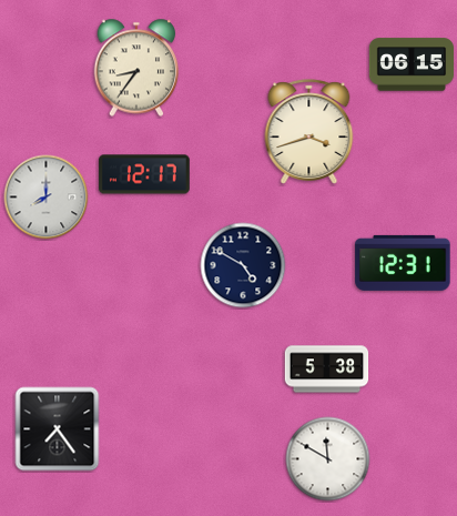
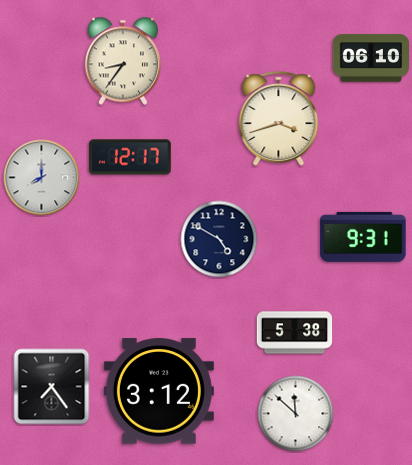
clock at (410, 64): 06:15 -> 06:10
clock at (403, 263): 12:31 -> 9:31
clock at (159, 391): none -> 3:12
clock at (328, 459): 11:50 -> 11:52
